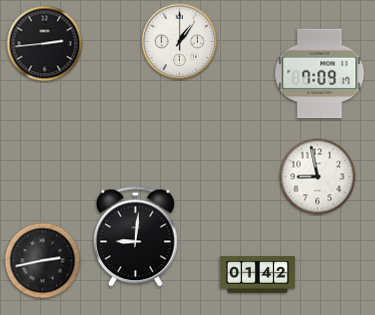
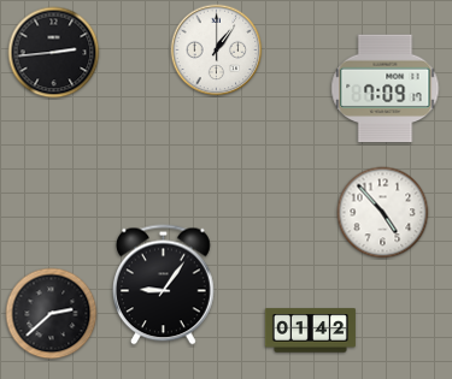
clock at (318, 177): 8:58 -> 4:53
clock at (136, 237): 9:01 -> 9:06
clock at (43, 261): 2:43 -> 2:38
